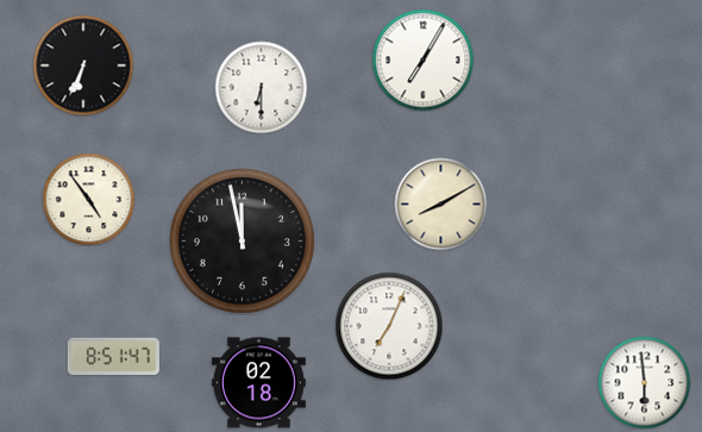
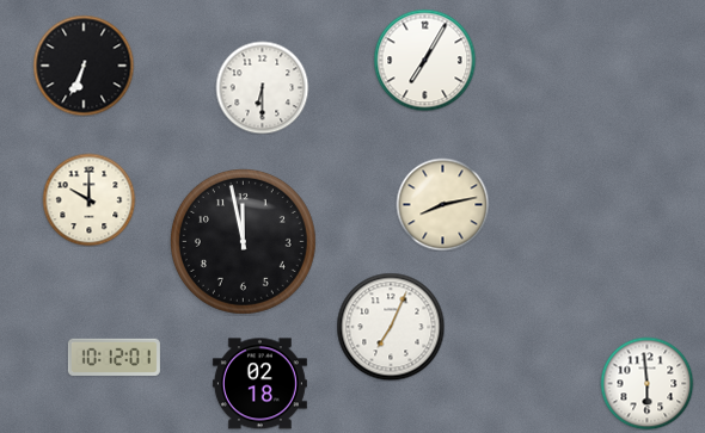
clock at (88, 199): 4:54 -> 10:00
clock at (440, 204): 8:10 -> 8:13
clock at (113, 356): 8:51 -> 10:12
